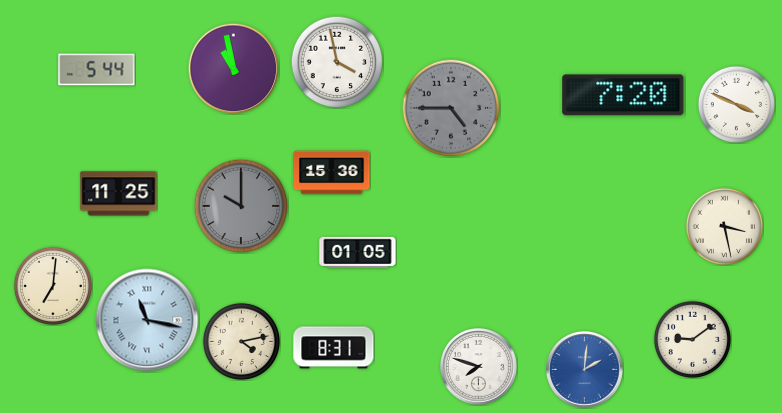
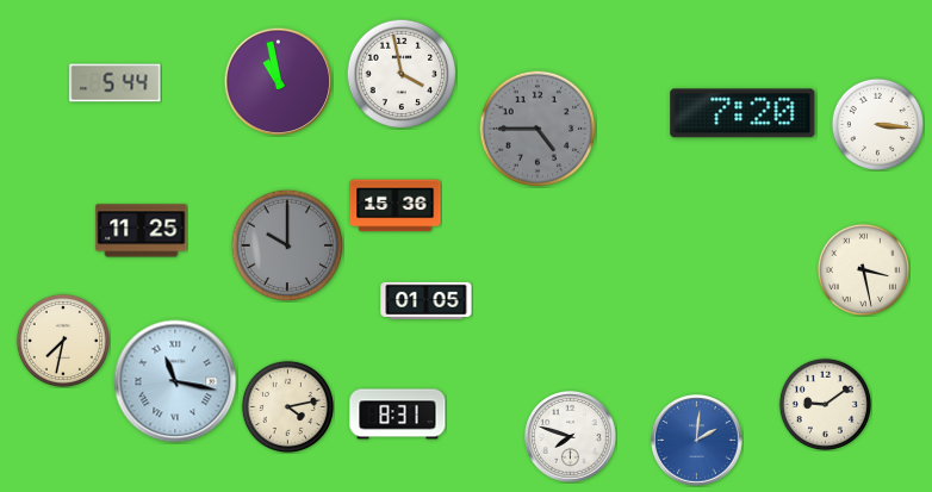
clock at (736, 104): 3:49 -> 3:16
clock at (53, 286): 7:01 -> 7:32
